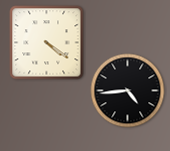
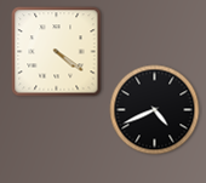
clock at (128, 91): 4:44 -> 4:41
